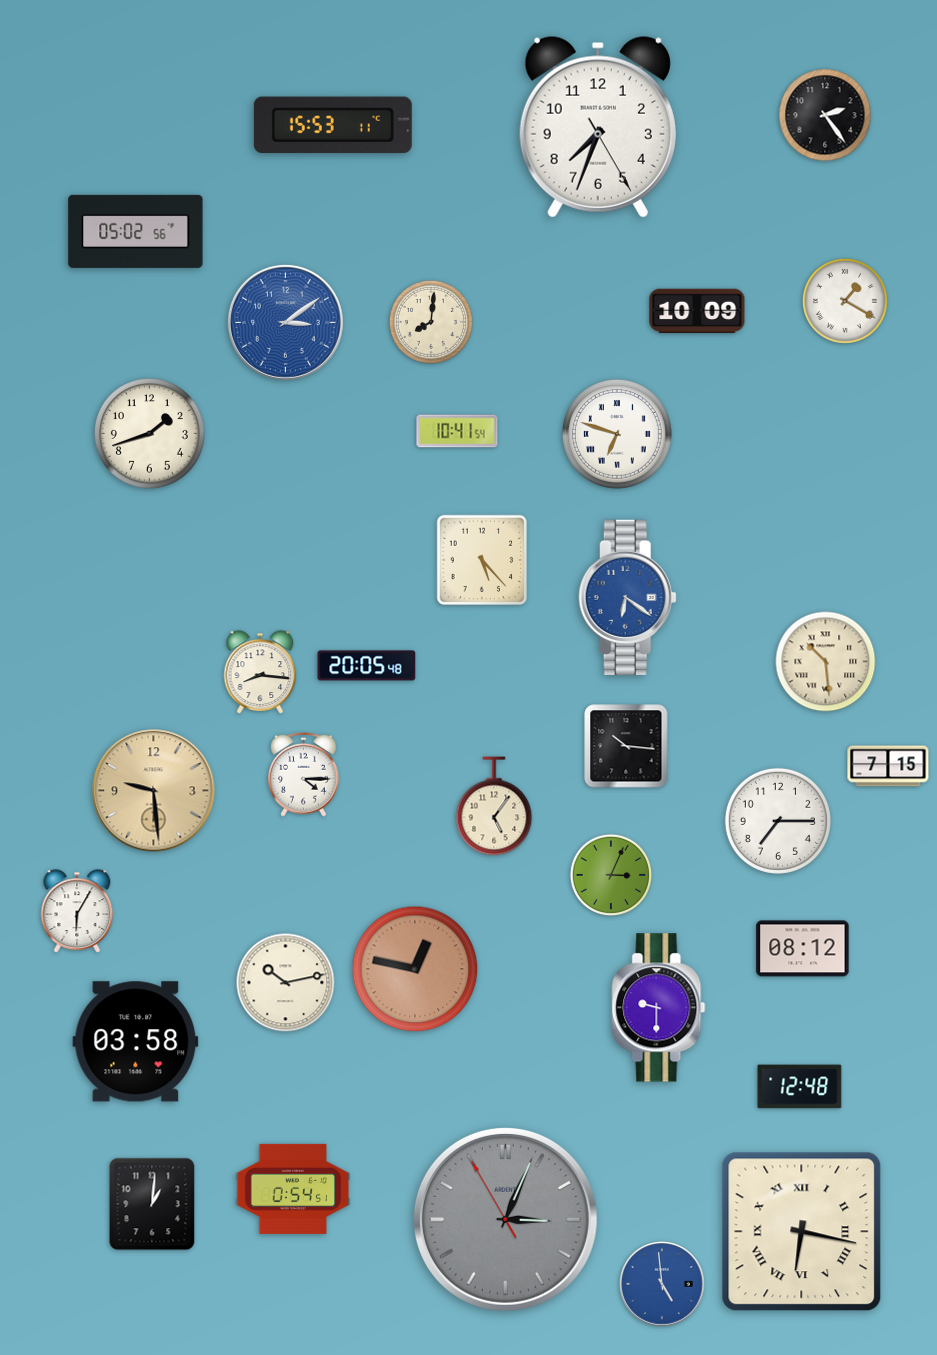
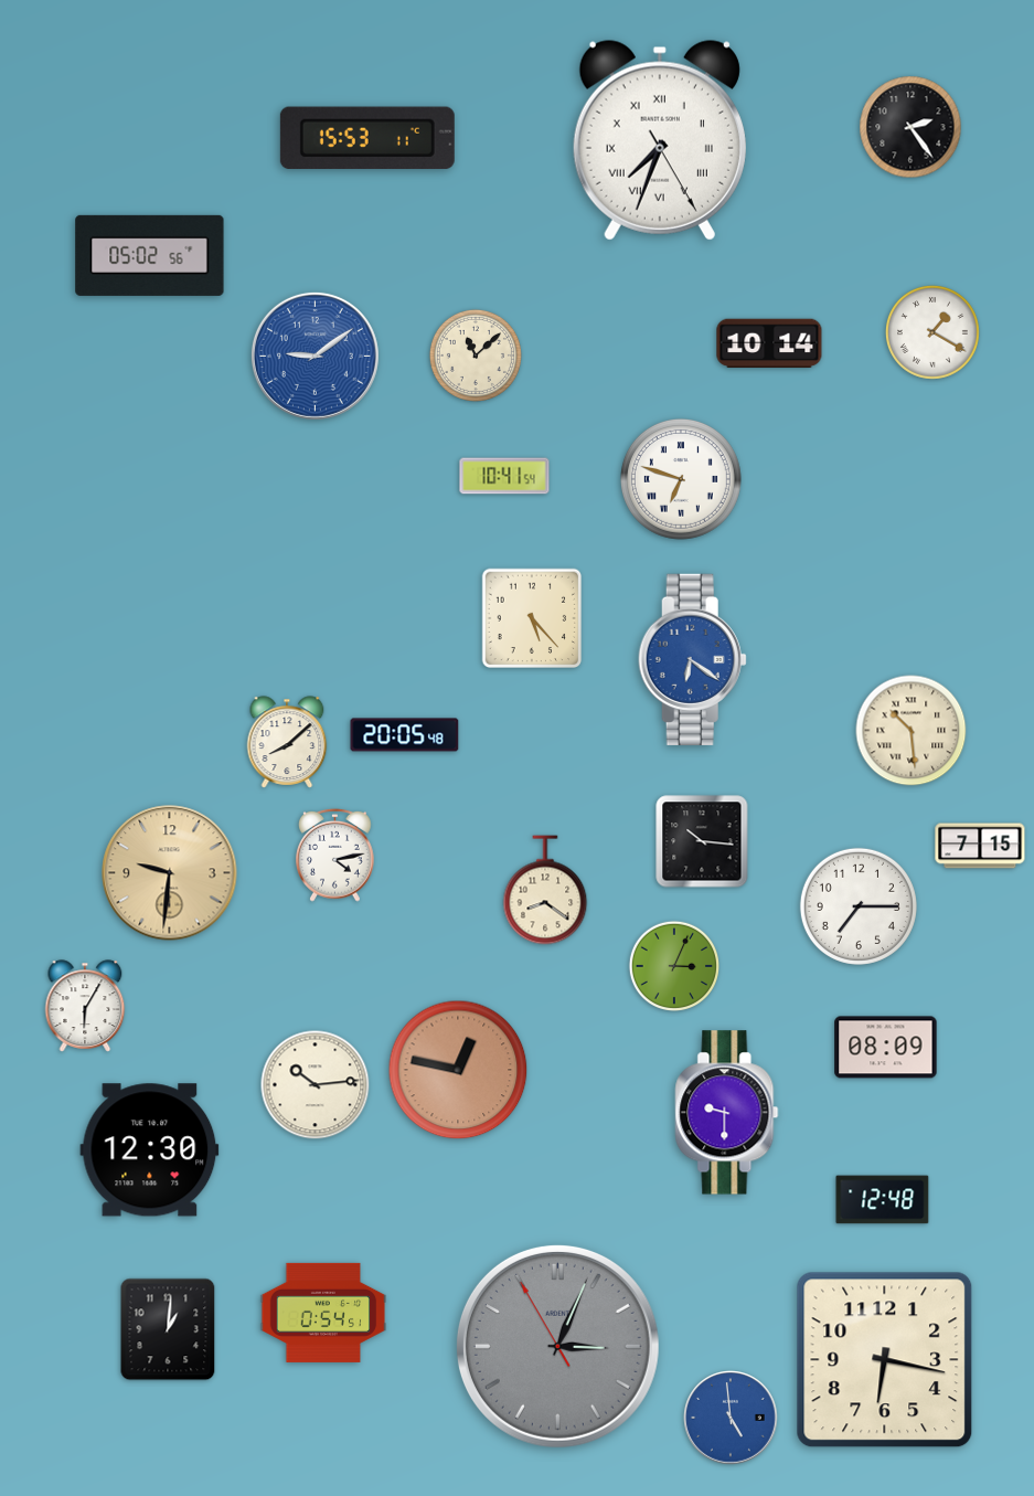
clock at (598, 127) numerals: Arabic -> Roman
clock at (697, 311): 10:09 -> 10:14
clock at (285, 322): 3:09 -> 9:09
clock at (431, 322): 8:01 -> 11:08
clock at (150, 434): 1:42 -> none
clock at (260, 672): 8:16 -> 8:08
clock at (626, 746) position: (626, 746) -> (702, 841)
clock at (304, 774): 4:15 -> 4:13
clock at (154, 791): 9:29 -> 9:31
clock at (494, 806): 5:06 -> 8:21
clock at (803, 949): 08:12 -> 08:09
clock at (286, 983): 10:13 -> 10:14
clock at (136, 1042): 03:58 -> 12:30
clock at (802, 1232) numerals: Roman -> Arabic
